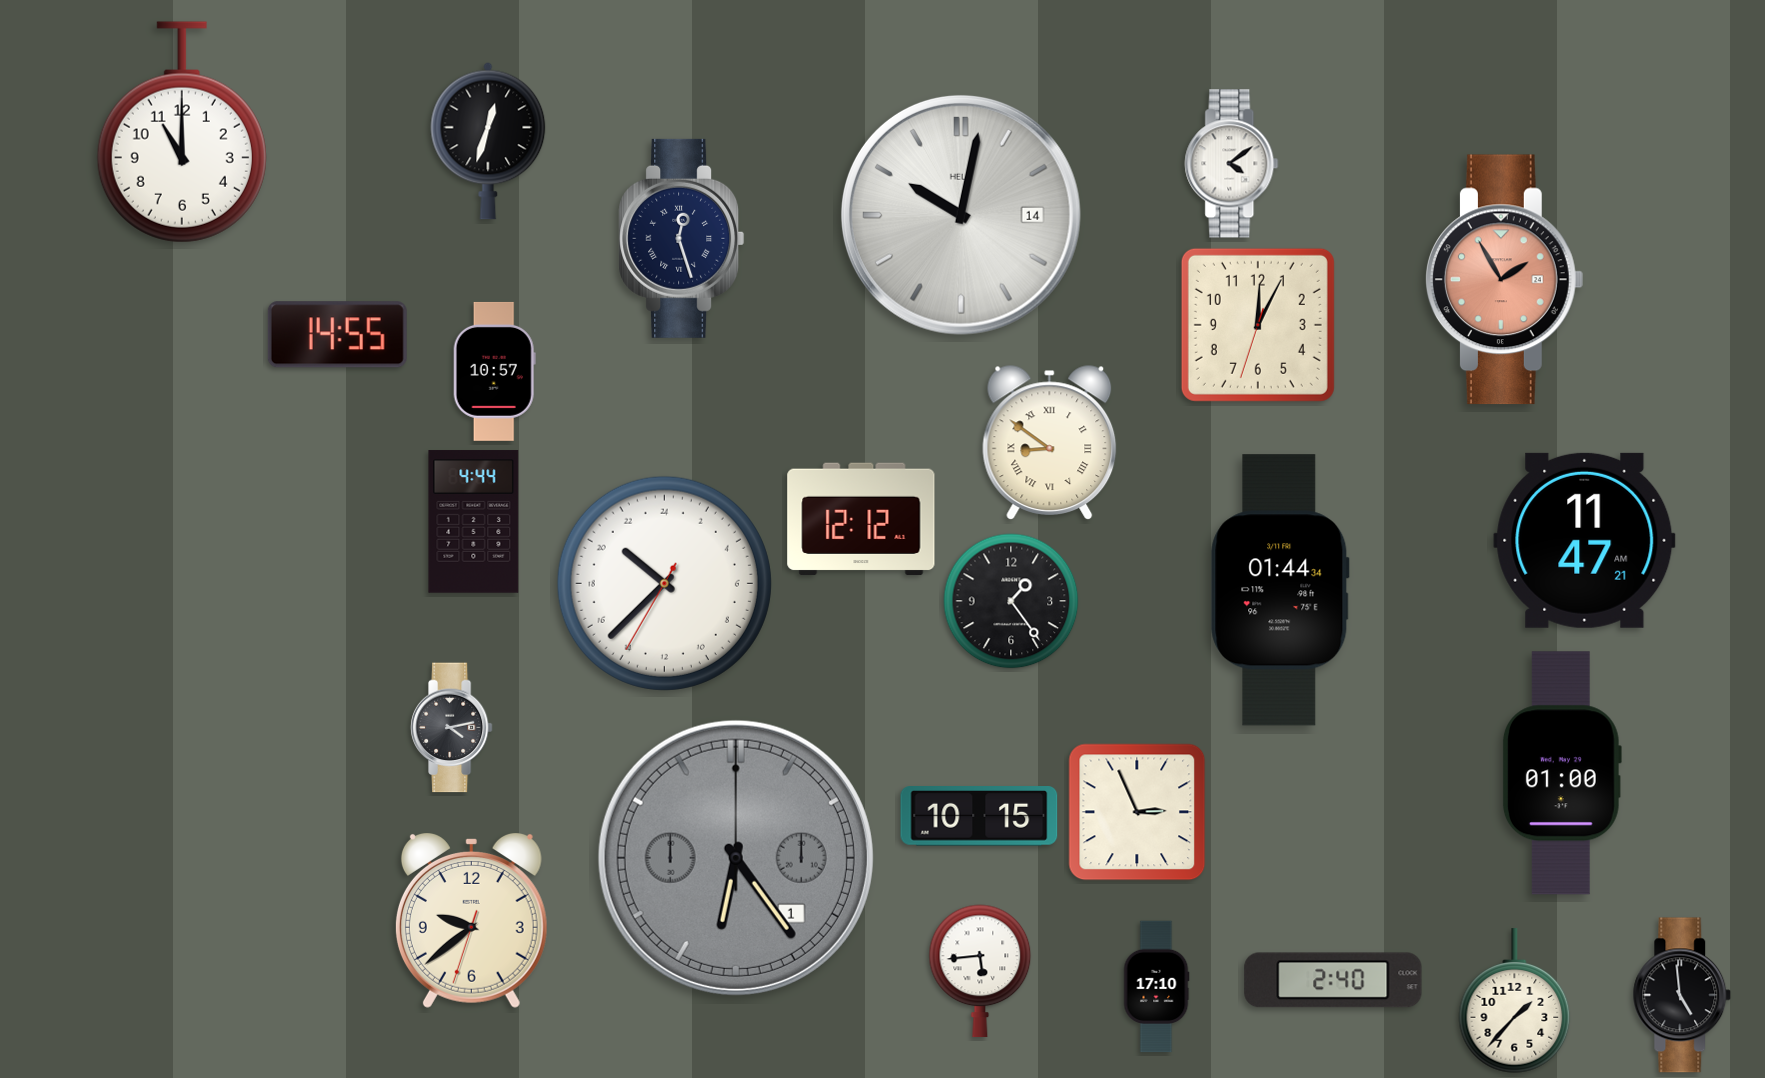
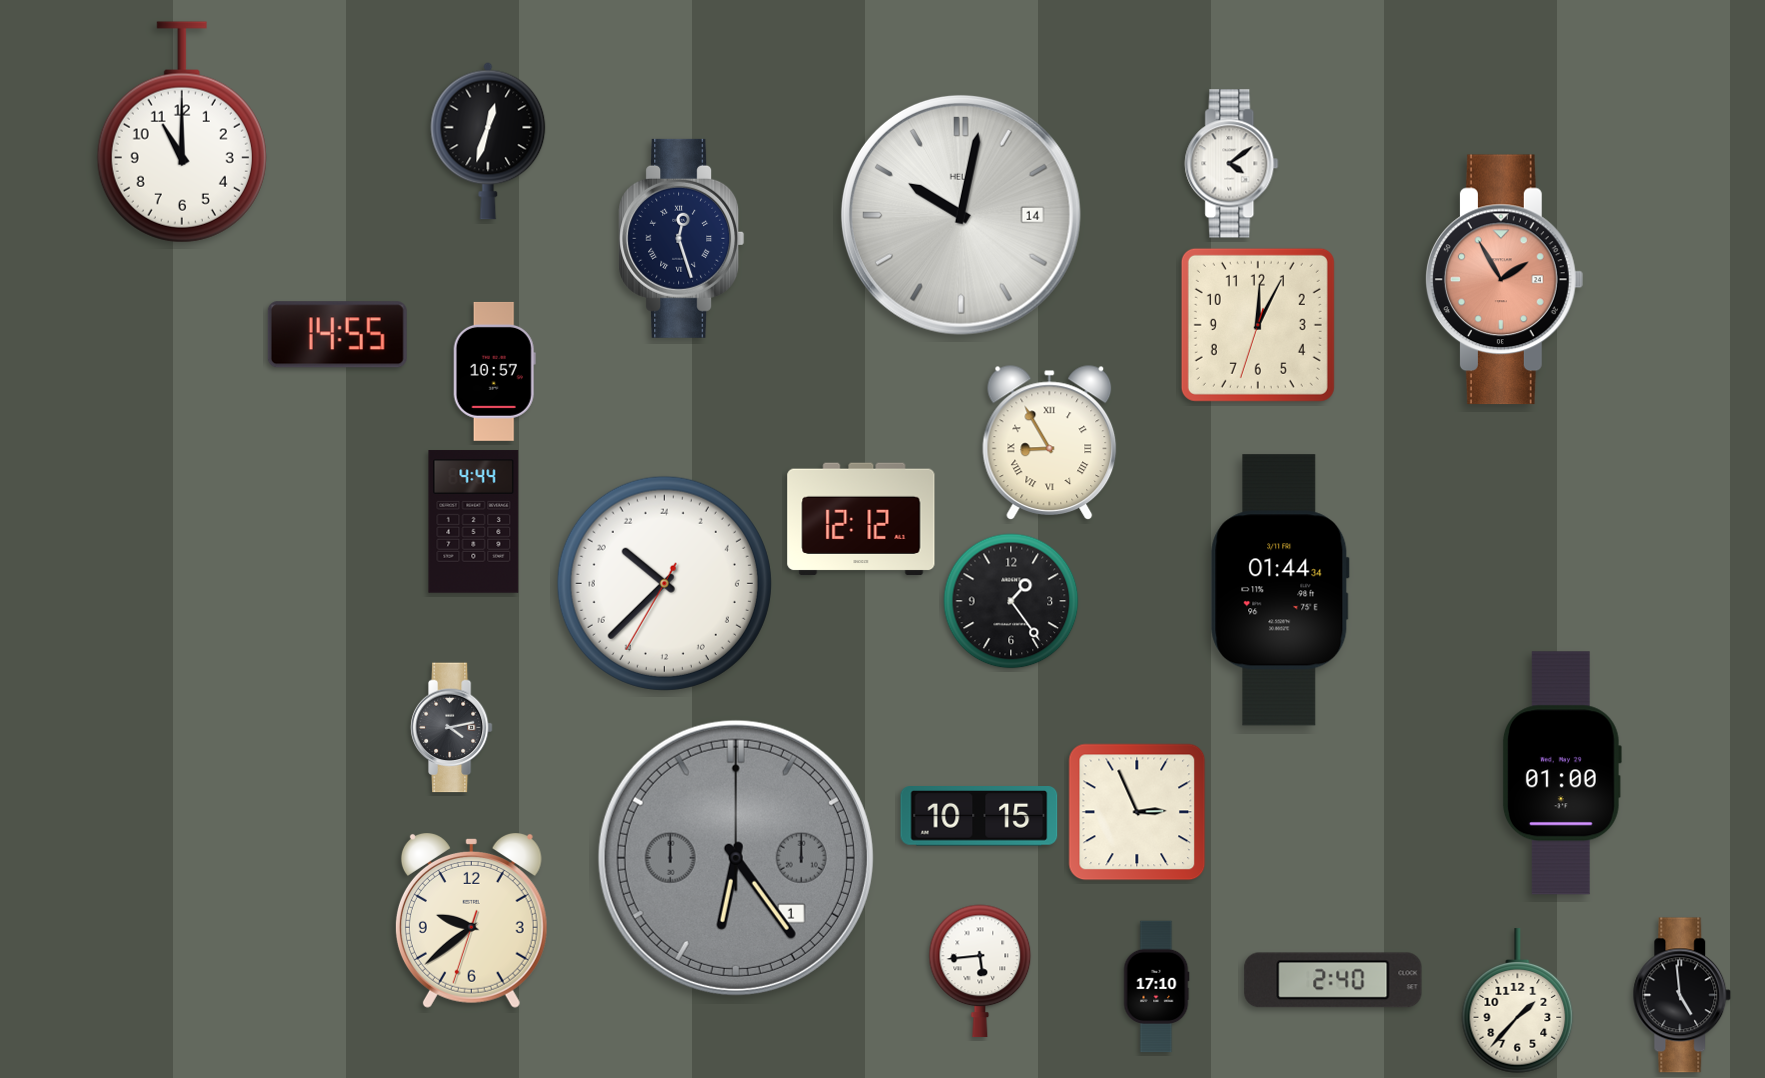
clock at (1050, 442): 8:51 -> 8:55
clock at (1585, 540): 11:47 -> none
clock at (1515, 1001) position: (1515, 1001) -> (1518, 1001)
